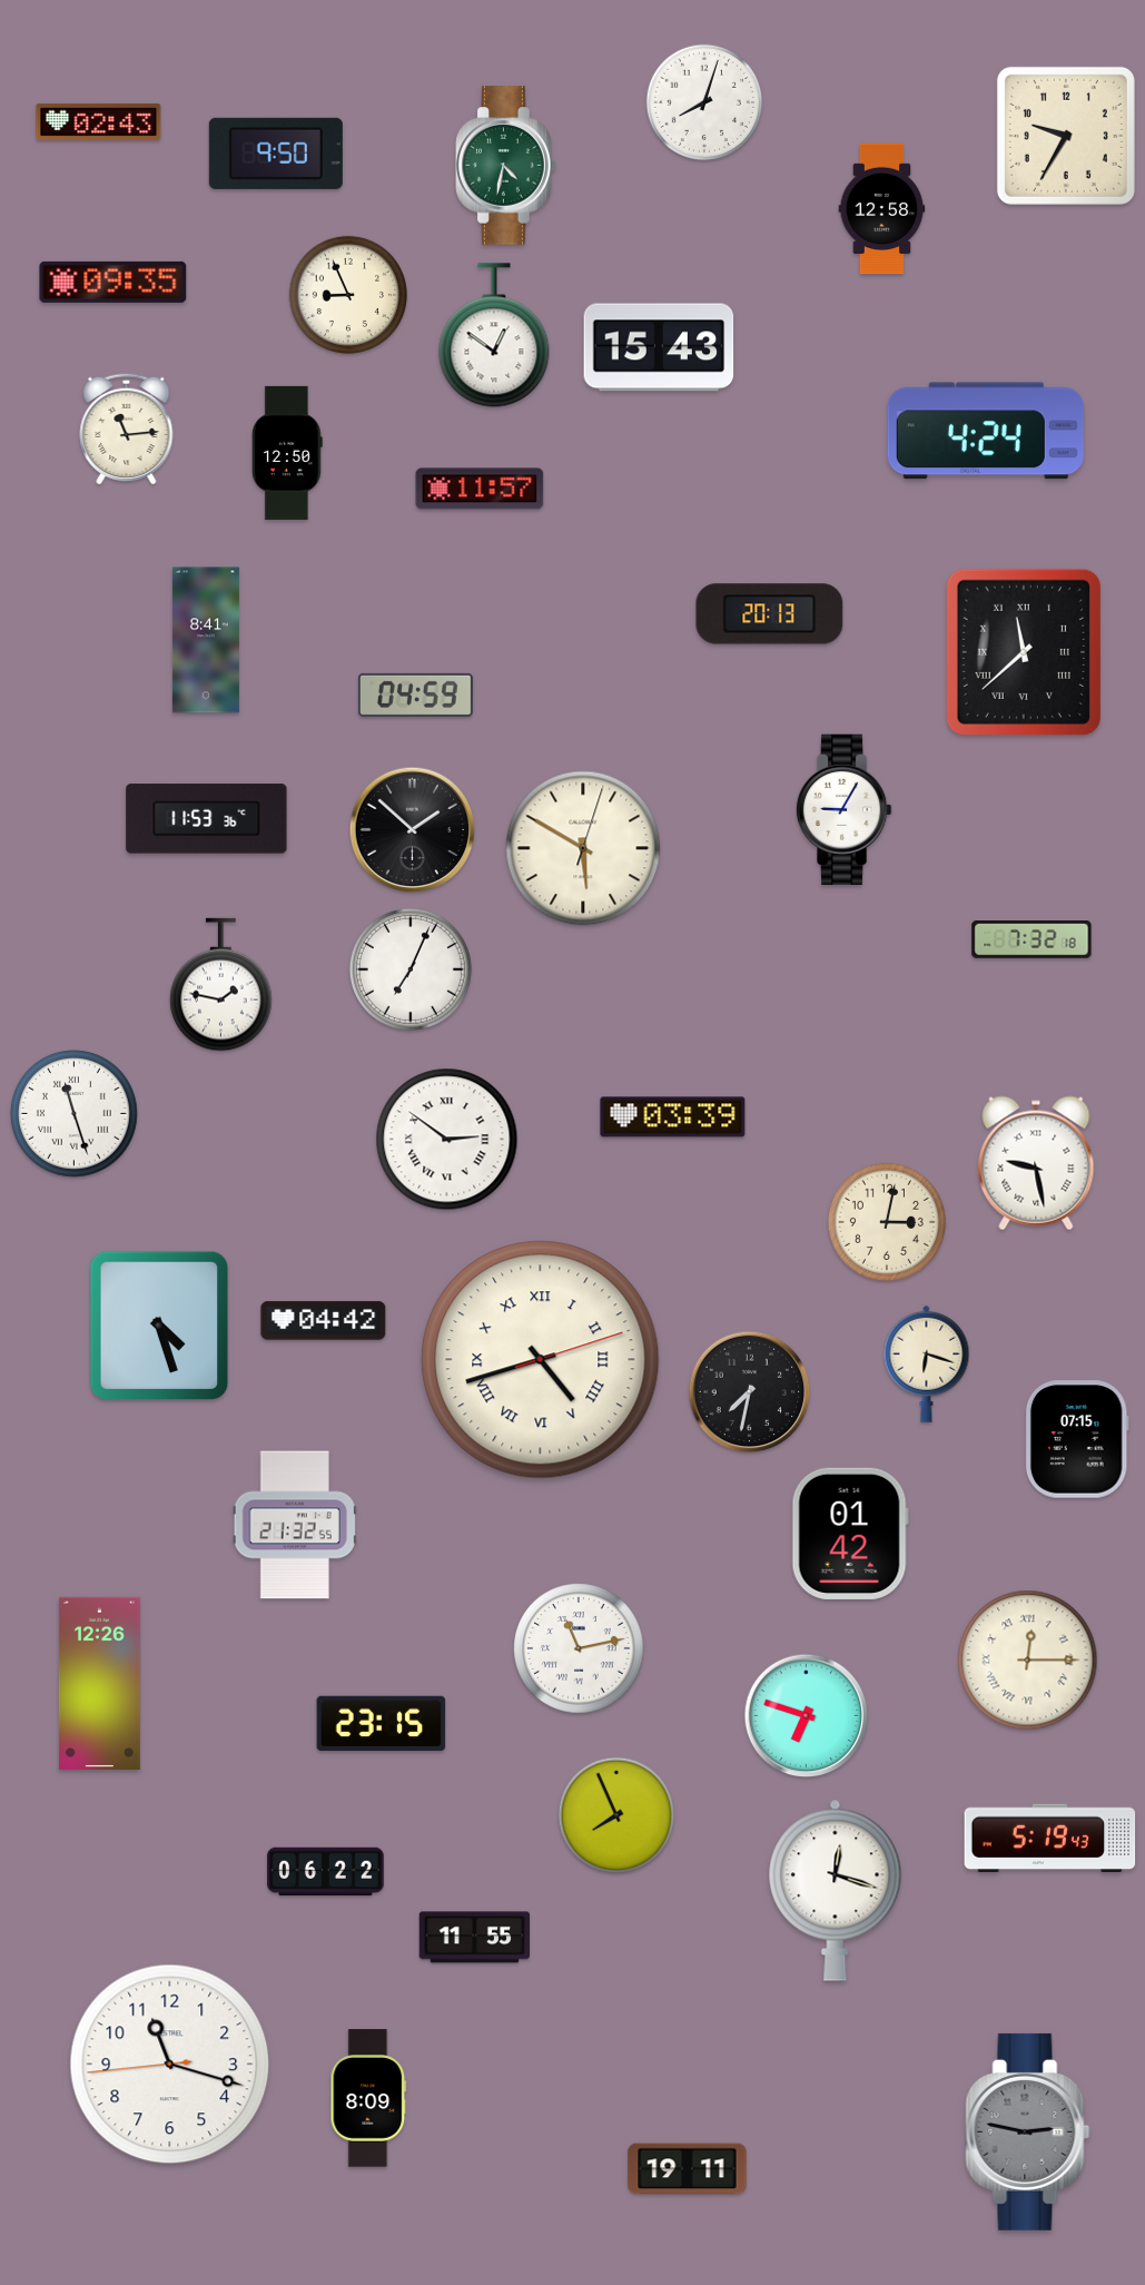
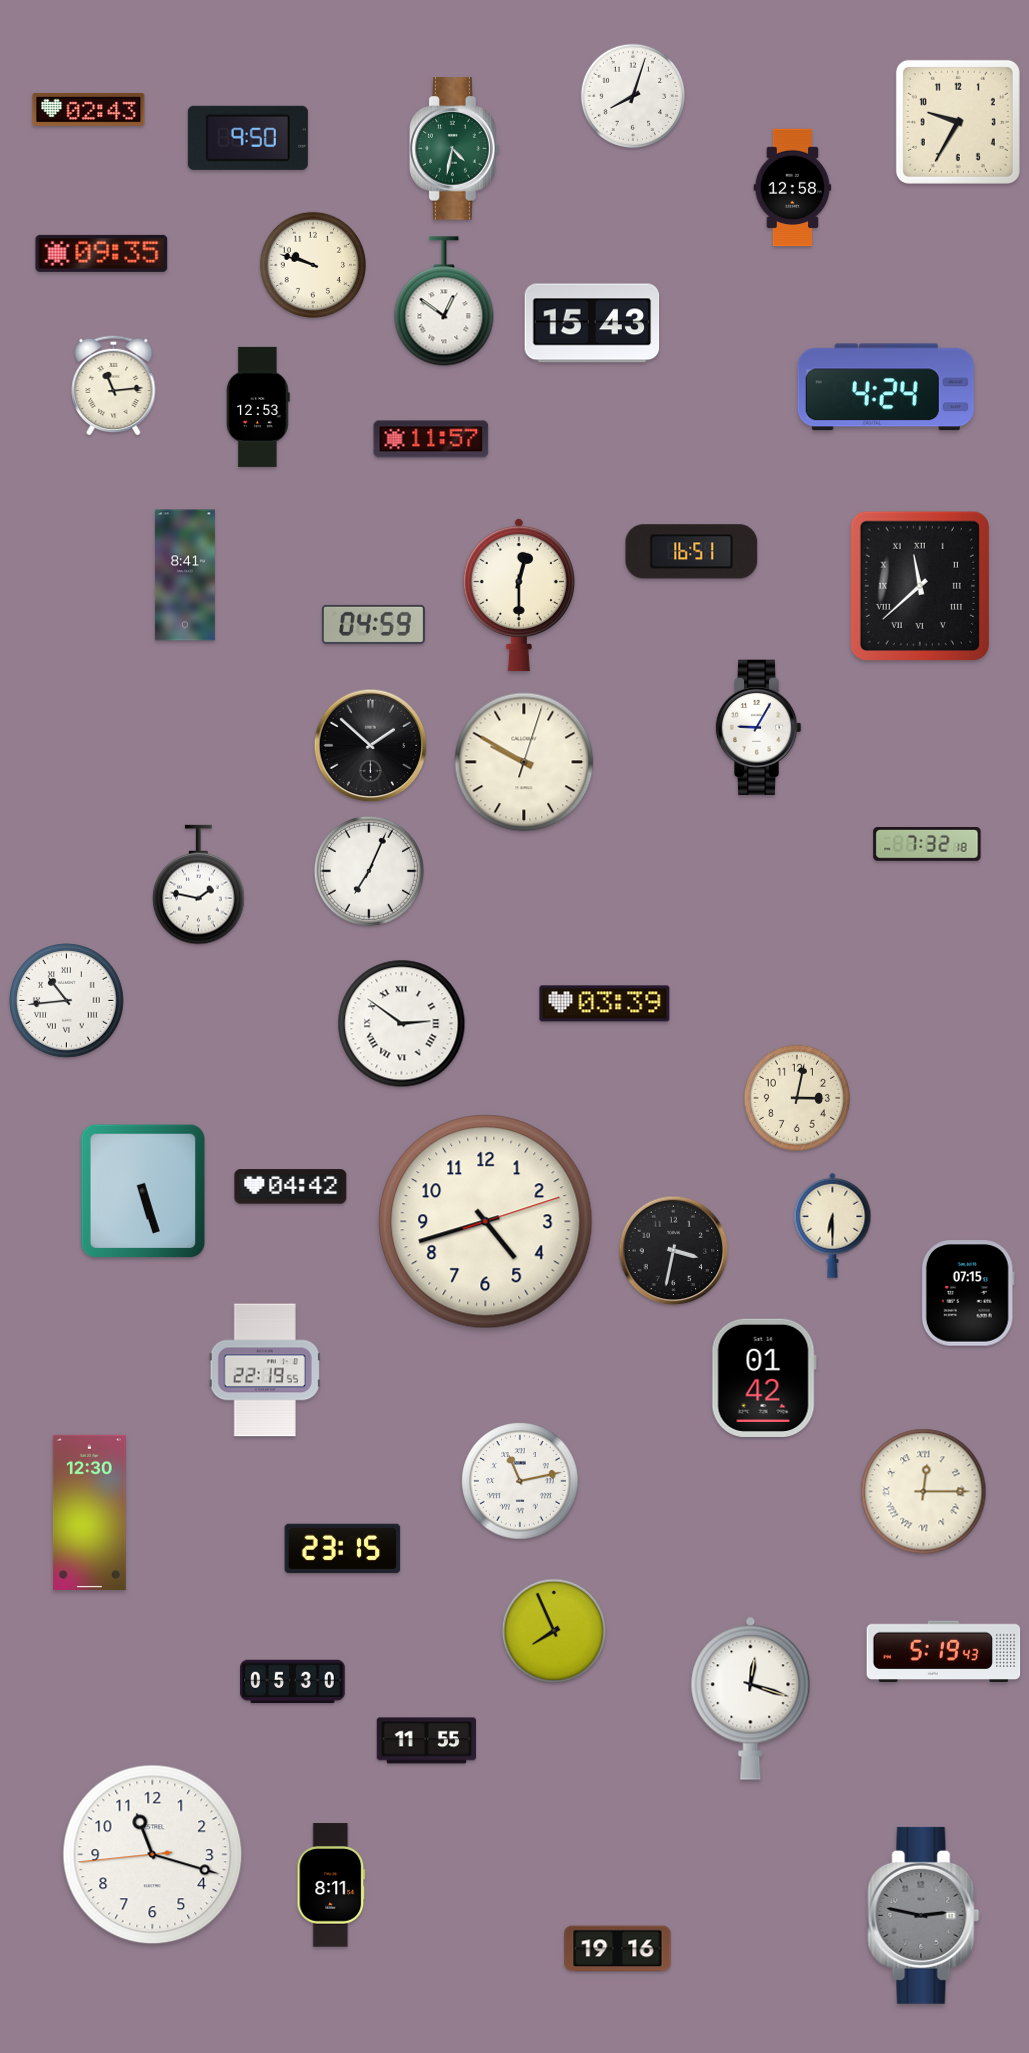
clock at (703, 101) position: (703, 101) -> (632, 95)
clock at (348, 295): 8:56 -> 9:48
clock at (659, 347) position: (659, 347) -> (592, 323)
clock at (287, 453): 12:50 -> 12:53
clock at (770, 614): 20:13 -> 16:51
clock at (519, 595): none -> 12:30
clock at (207, 819): 11:53 -> none
clock at (583, 848): 5:50 -> 9:50
clock at (75, 1114): 11:27 -> 10:44
clock at (1036, 1163): 9:28 -> none
clock at (159, 1326): 4:27 -> 5:27
clock at (541, 1360) numerals: Roman -> Arabic
clock at (927, 1363): 6:18 -> 6:30
clock at (750, 1392): 7:32 -> 3:32
clock at (295, 1525): 21:32 -> 22:19
clock at (99, 1683): 12:26 -> 12:30
clock at (807, 1716): 6:48 -> none
clock at (326, 1872): 06:22 -> 05:30
clock at (368, 2098): 8:09 -> 8:11
clock at (688, 2169): 19:11 -> 19:16
